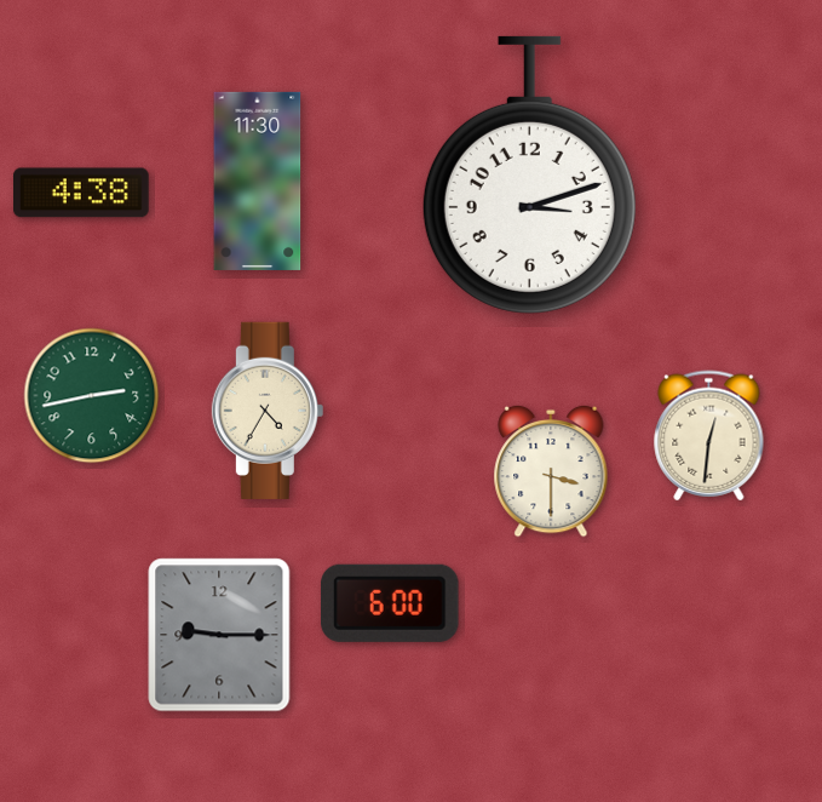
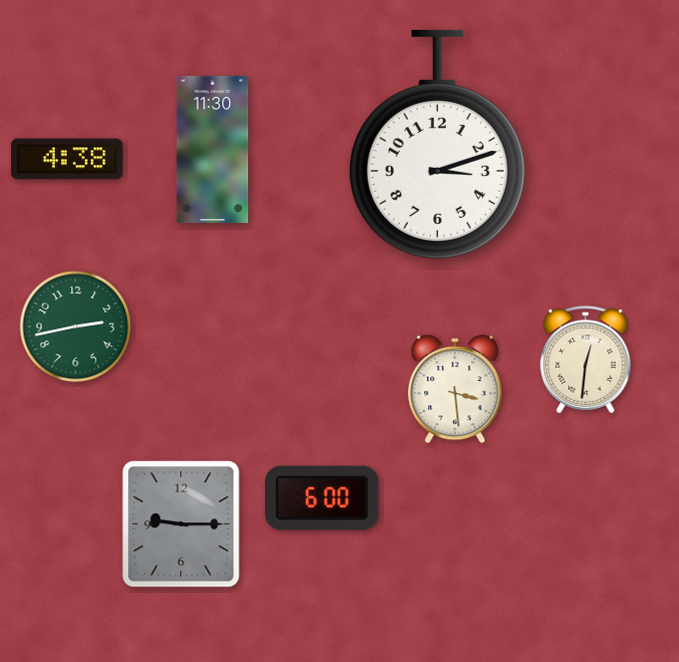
clock at (268, 411): 4:35 -> none
clock at (551, 471): 3:30 -> 3:29
